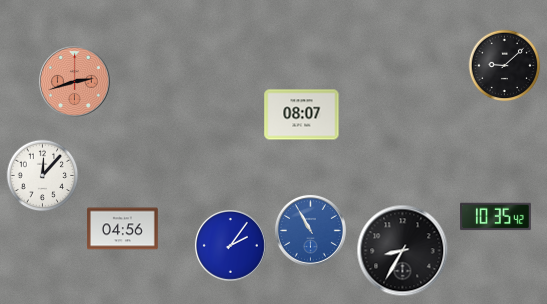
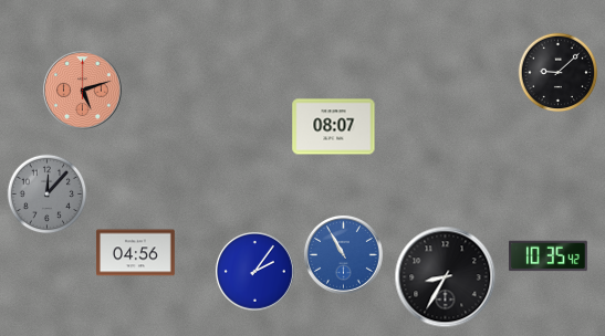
clock at (74, 81): 2:42 -> 5:12
clock at (43, 176) dial: white -> grey
clock at (496, 217) position: (496, 217) -> (549, 256)
